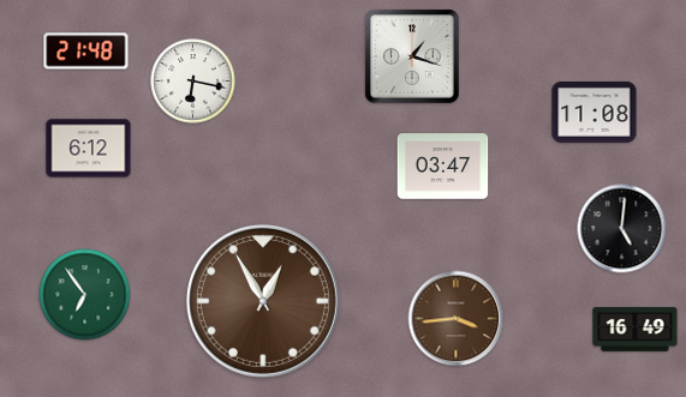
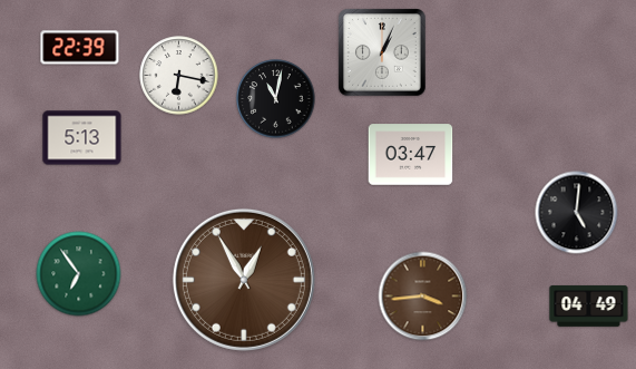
clock at (87, 52): 21:48 -> 22:39
clock at (413, 58): 1:18 -> 1:04
clock at (276, 99): none -> 11:02
clock at (595, 112): 11:08 -> none
clock at (89, 149): 6:12 -> 5:13
clock at (636, 329): 16:49 -> 04:49
